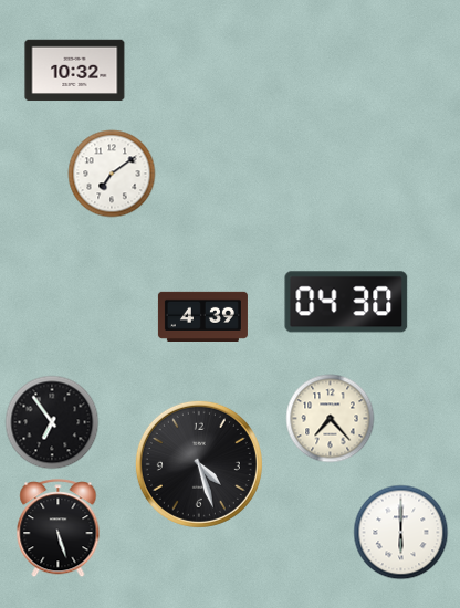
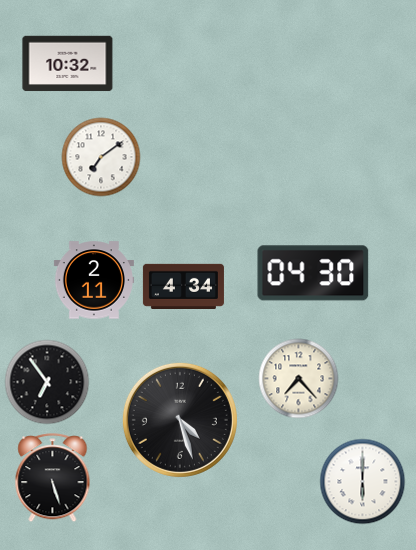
clock at (94, 280): none -> 2:11
clock at (202, 316): 4:39 -> 4:34
